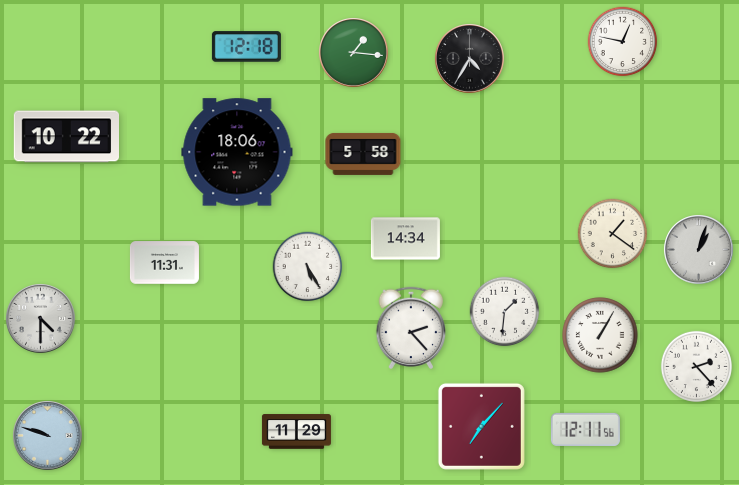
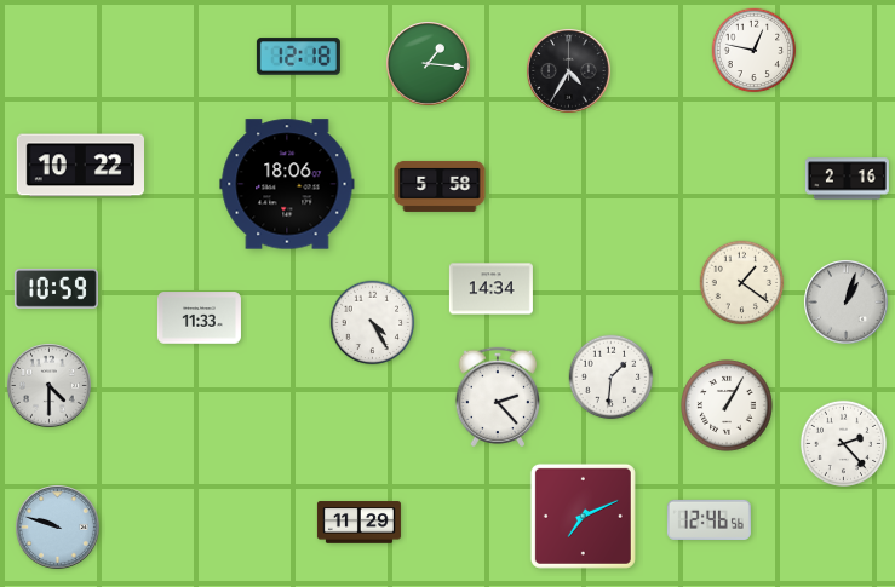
clock at (847, 179): none -> 2:16
clock at (56, 288): none -> 10:59
clock at (164, 263): 11:31 -> 11:33
clock at (308, 267): 5:25 -> 4:25
clock at (481, 426): 7:07 -> 7:11
clock at (585, 429): 12:11 -> 12:46
